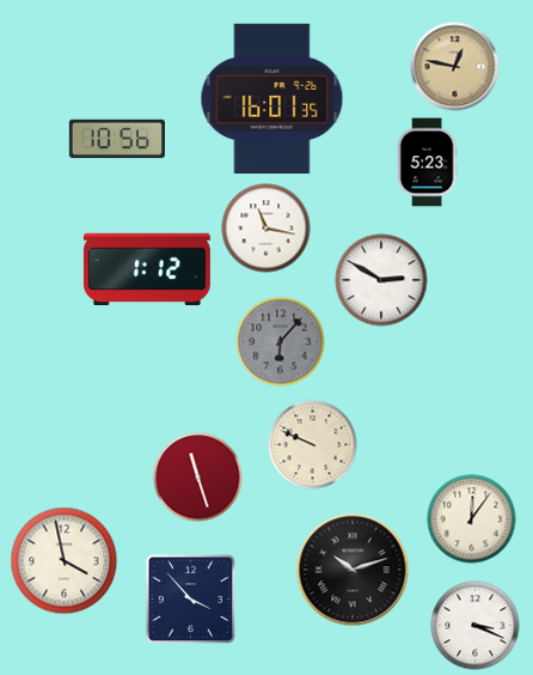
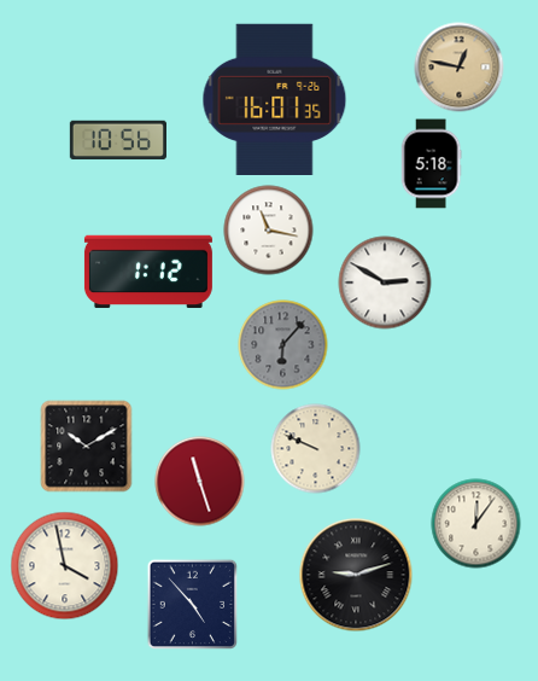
clock at (427, 163): 5:23 -> 5:18
clock at (87, 447): none -> 10:10
clock at (353, 570): 10:12 -> 9:12
clock at (190, 598): 3:53 -> 4:53
clock at (476, 626): 3:19 -> none
